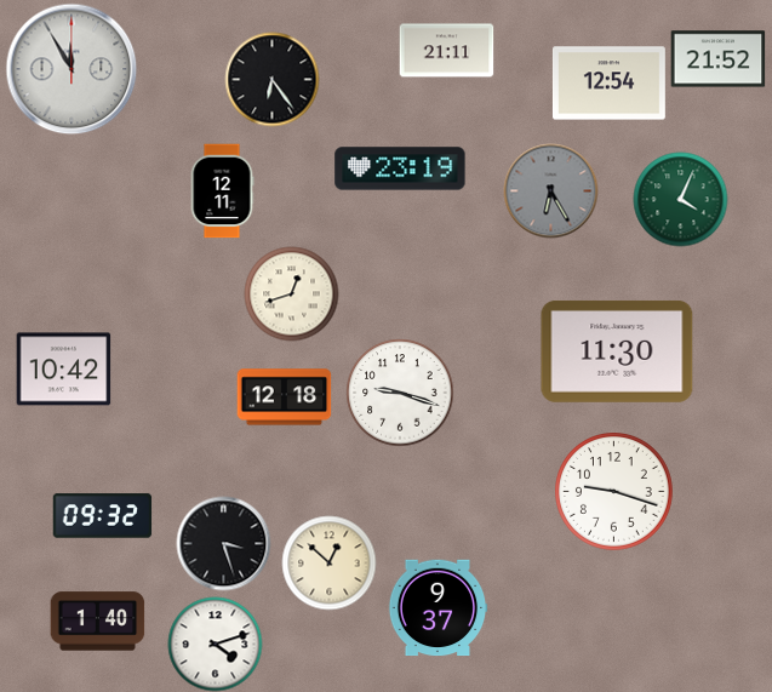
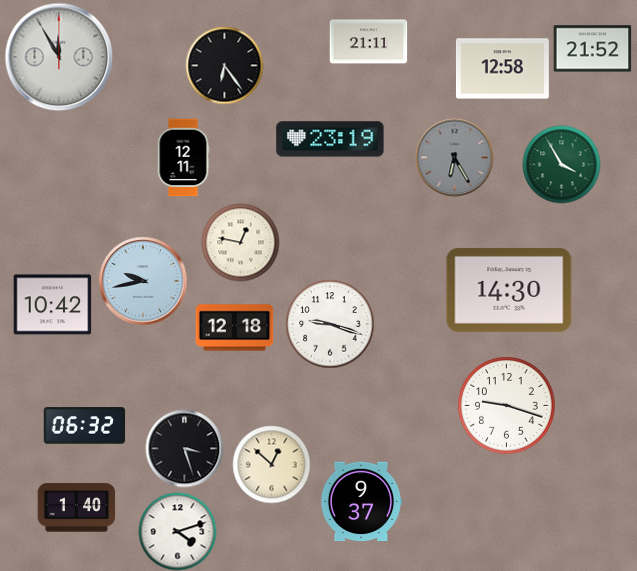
clock at (608, 84): 12:54 -> 12:58
clock at (680, 199): 4:04 -> 3:55
clock at (291, 293): 12:42 -> 12:47
clock at (143, 281): none -> 9:43
clock at (617, 351): 11:30 -> 14:30
clock at (102, 516): 09:32 -> 06:32
clock at (97, 622) position: (97, 622) -> (76, 508)
